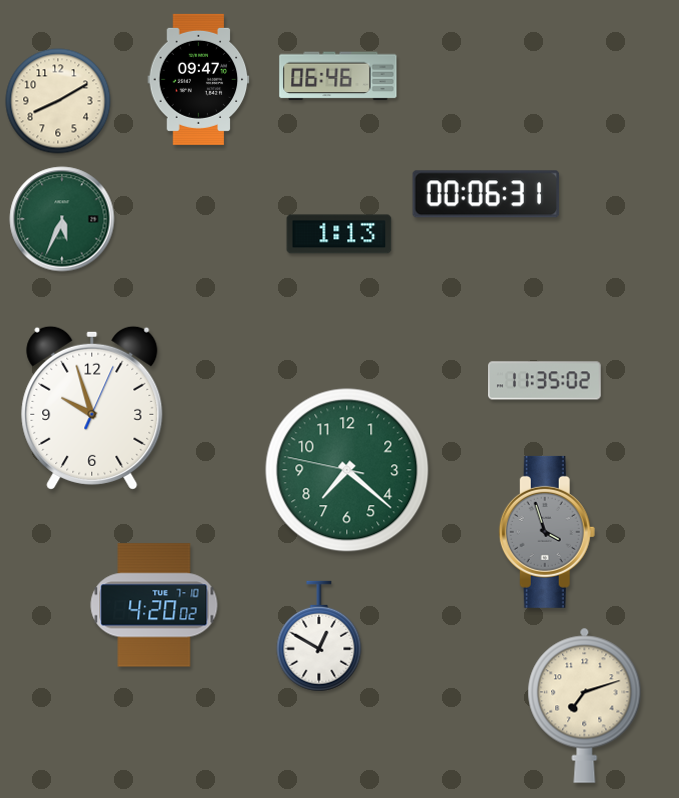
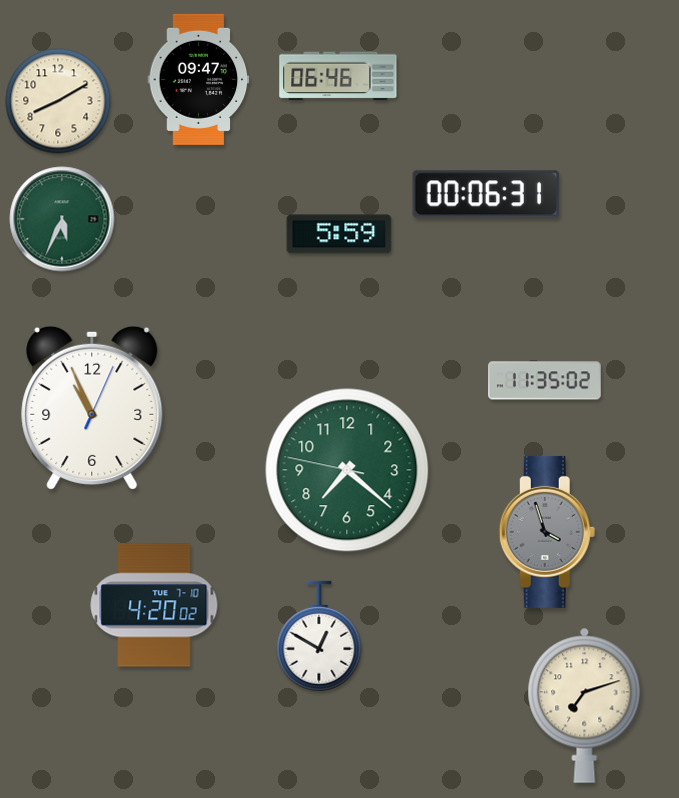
clock at (339, 234): 1:13 -> 5:59
clock at (92, 408): 9:57 -> 10:56
